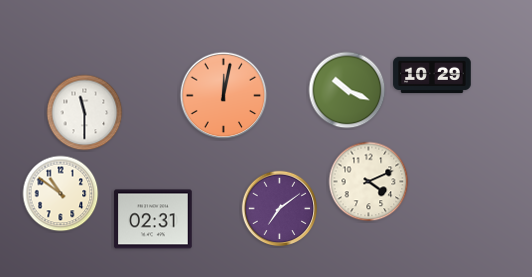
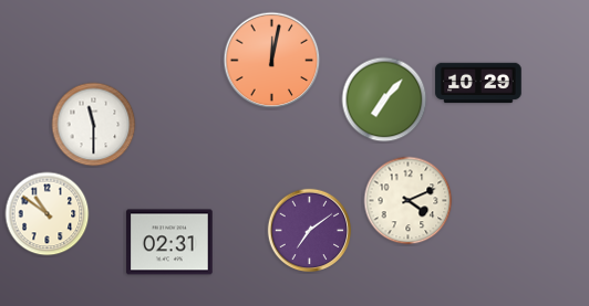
clock at (347, 90): 10:19 -> 7:07
clock at (224, 96) position: (224, 96) -> (272, 61)
clock at (61, 194) position: (61, 194) -> (48, 214)
